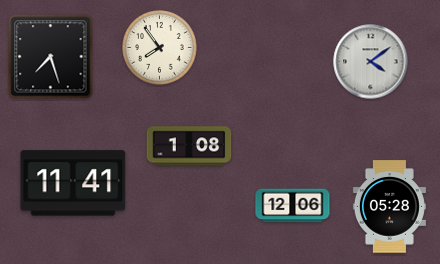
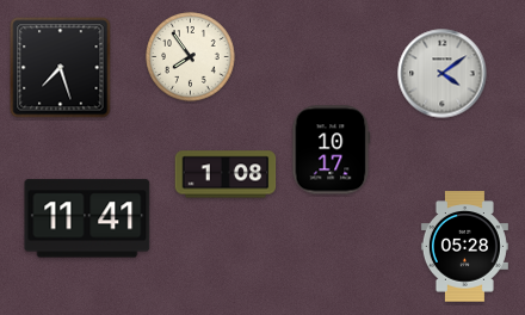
clock at (332, 150): none -> 10:17
clock at (293, 206): 12:06 -> none
